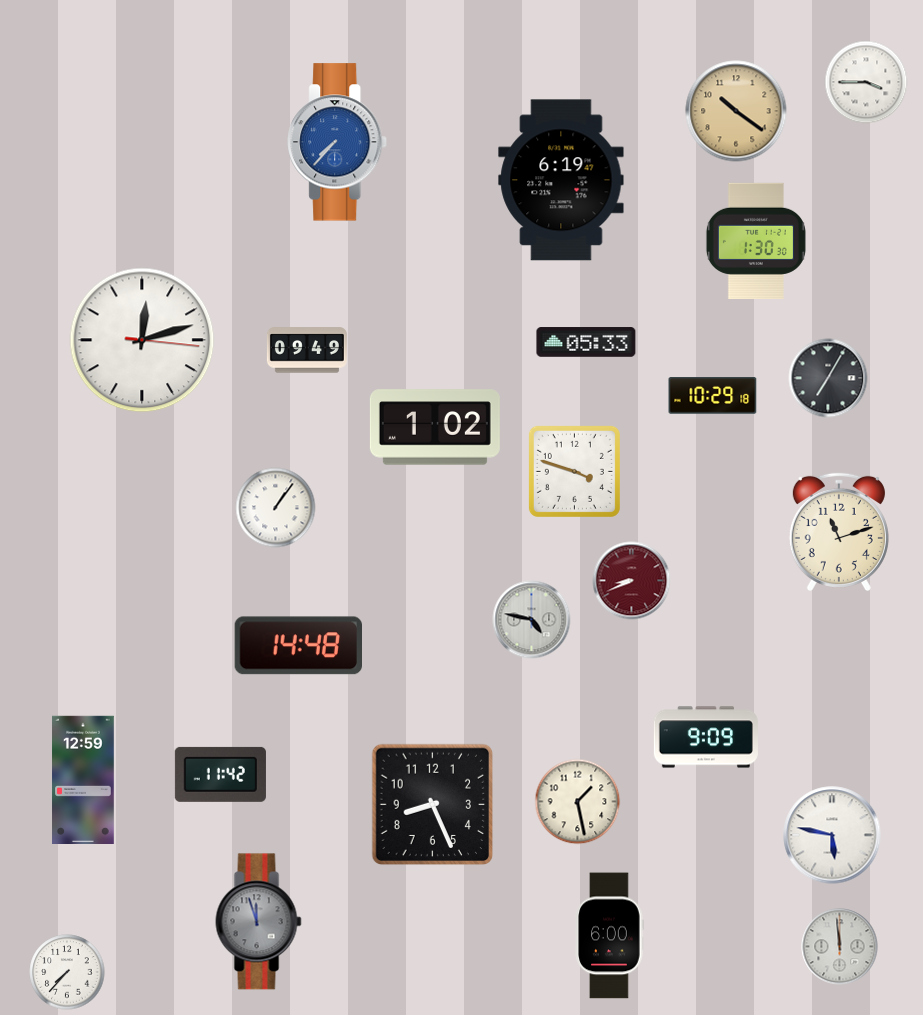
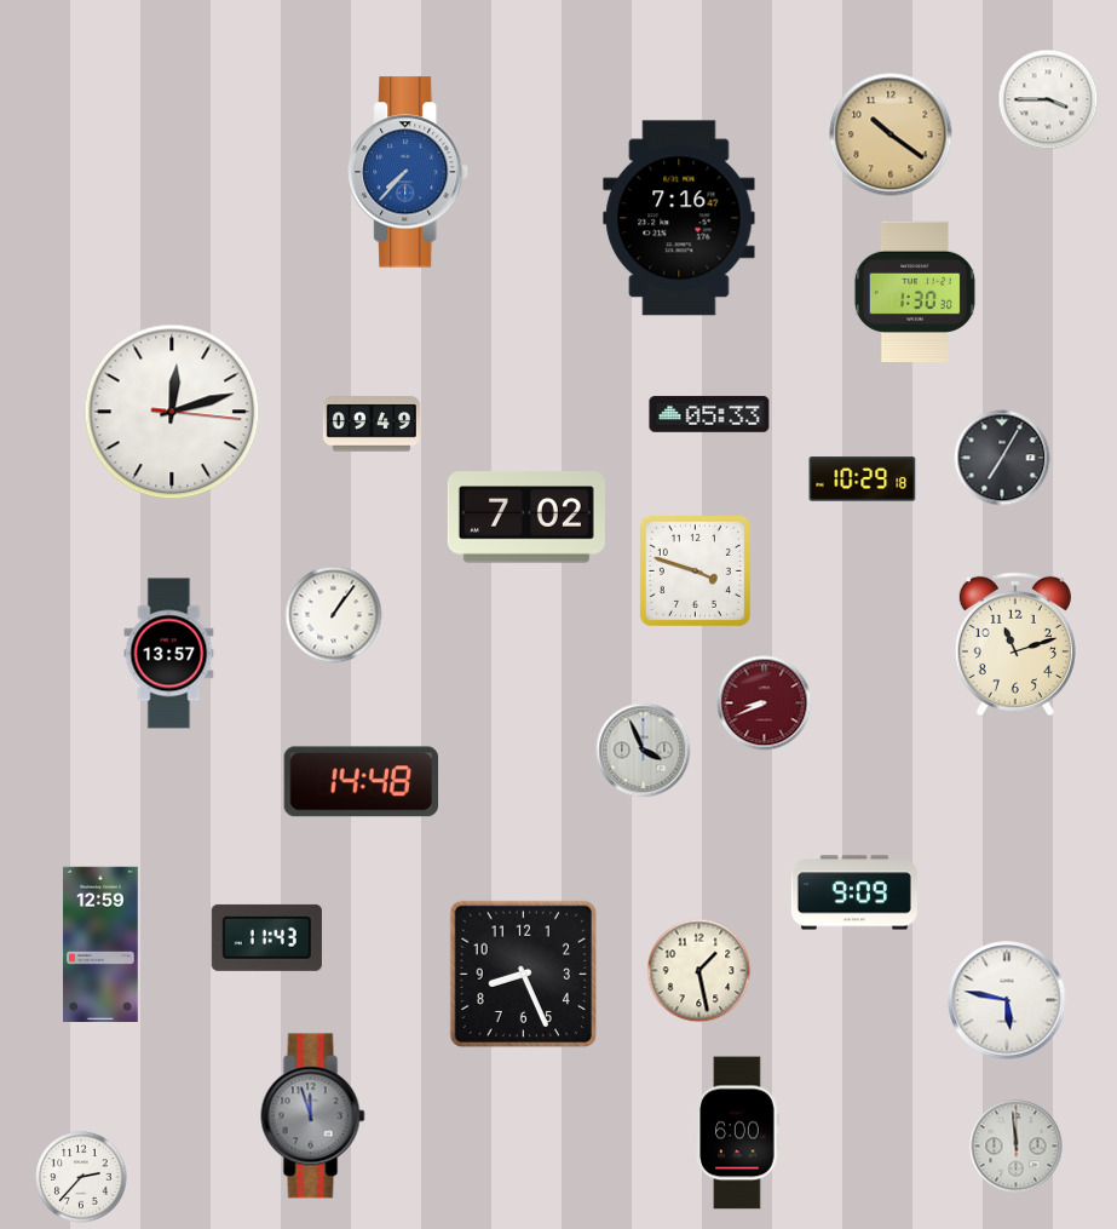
clock at (561, 180): 6:19 -> 7:16
clock at (435, 427): 1:02 -> 7:02
clock at (169, 654): none -> 13:57
clock at (532, 620): 4:47 -> 3:56
clock at (220, 774): 11:42 -> 11:43
clock at (832, 835) position: (832, 835) -> (1007, 1000)
clock at (67, 972): 7:37 -> 2:37
